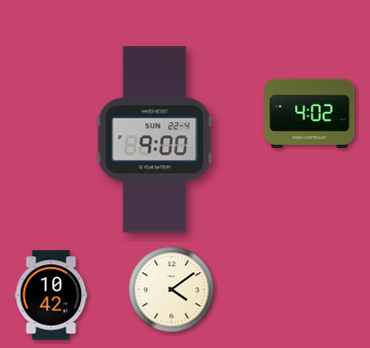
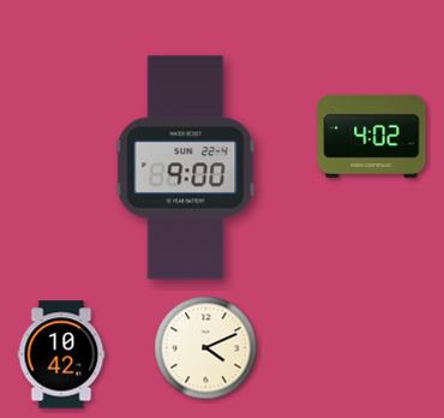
clock at (172, 290): 4:09 -> 4:11
